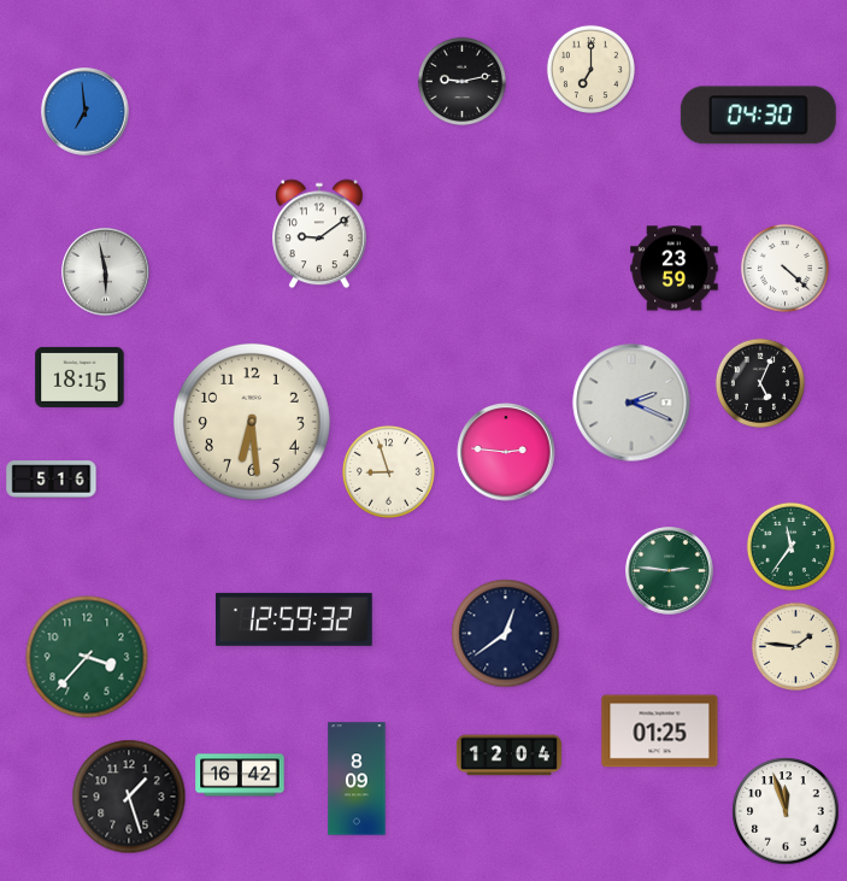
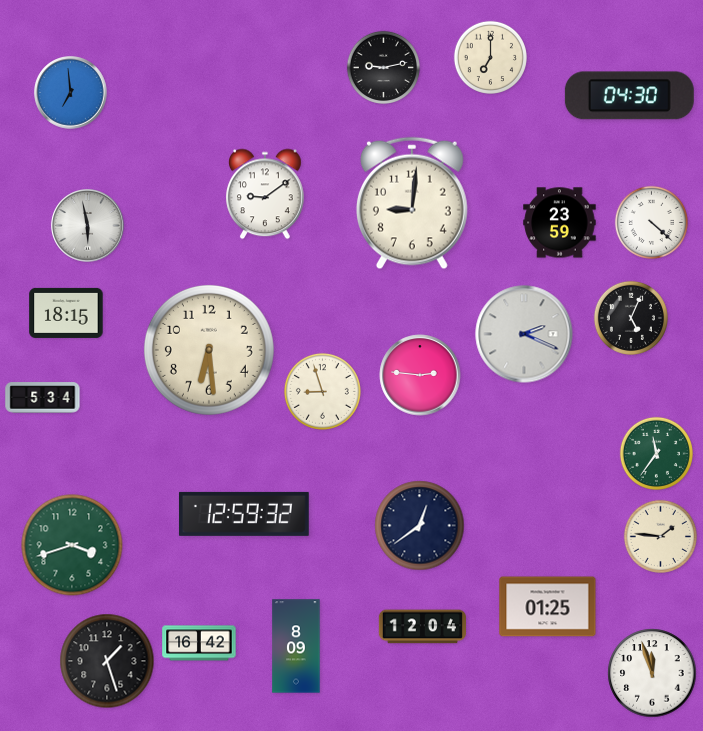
clock at (412, 203): none -> 9:01
clock at (52, 480): 5:16 -> 5:34
clock at (670, 571): 2:46 -> none
clock at (87, 657): 3:37 -> 3:42
